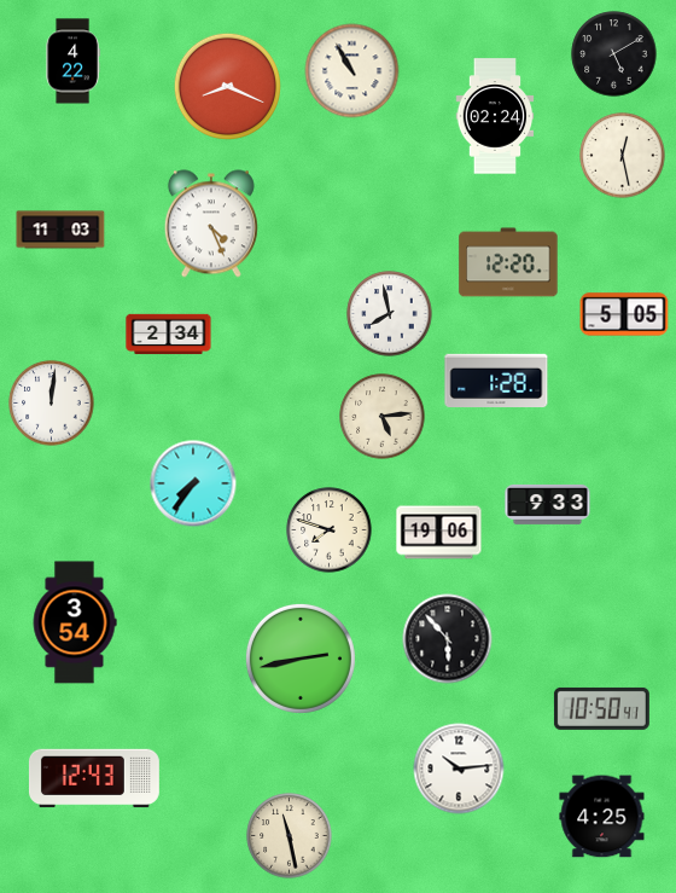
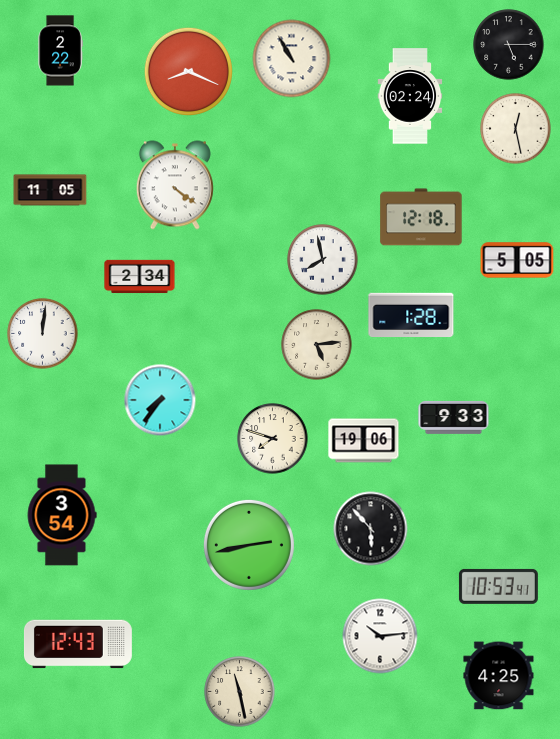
clock at (614, 54): 5:10 -> 5:15
clock at (72, 62): 4:22 -> 2:22
clock at (211, 224): 4:26 -> 4:21
clock at (60, 230): 11:03 -> 11:05
clock at (508, 262): 12:20 -> 12:18
clock at (601, 708): 10:50 -> 10:53
